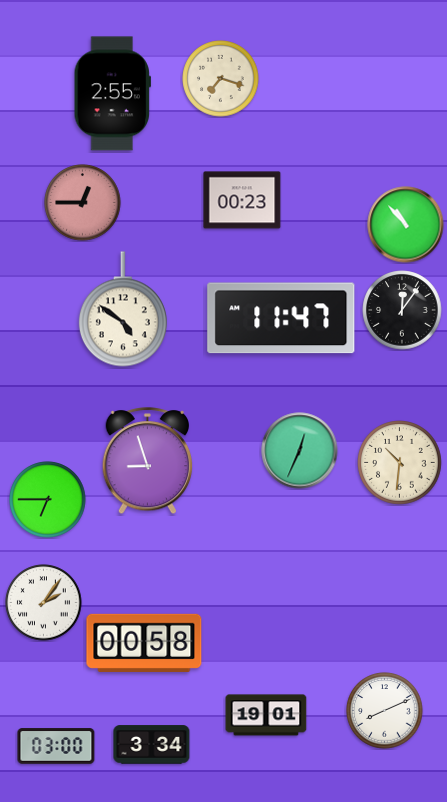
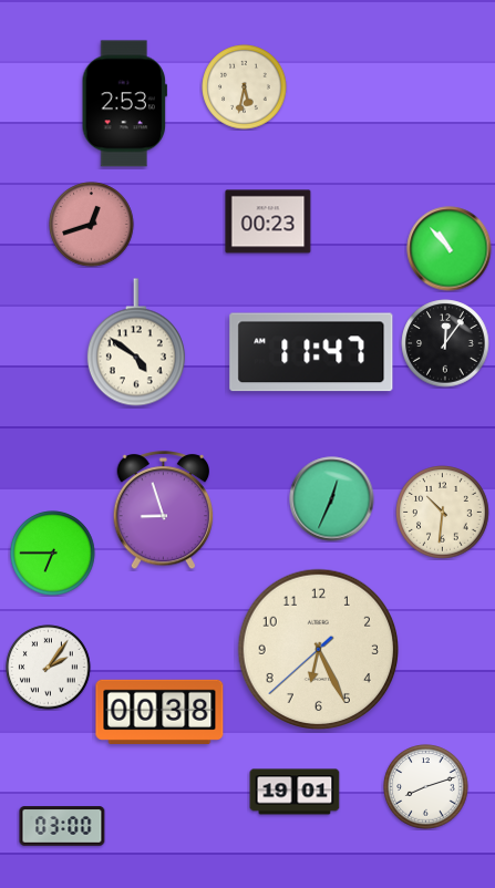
clock at (221, 79): 7:18 -> 5:32
clock at (112, 94): 2:55 -> 2:53
clock at (83, 203): 12:45 -> 12:42
clock at (318, 649): none -> 6:25
clock at (144, 643): 00:58 -> 00:38
clock at (385, 711): 8:11 -> 8:12
clock at (152, 745): 3:34 -> none
